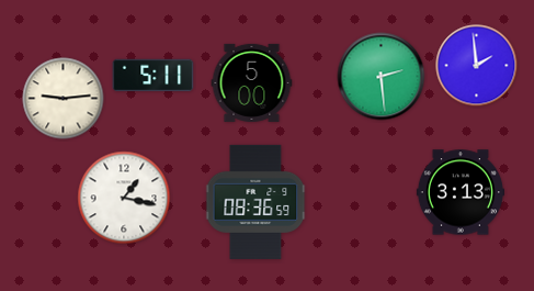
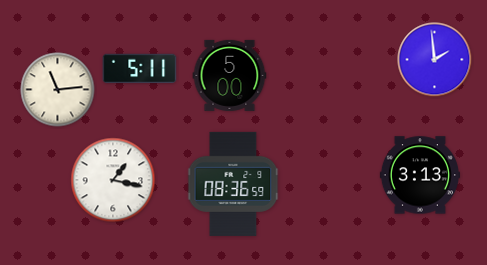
clock at (382, 77): 2:29 -> none
clock at (64, 99): 9:14 -> 11:14
